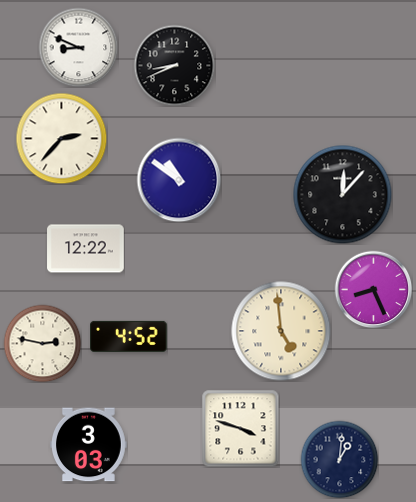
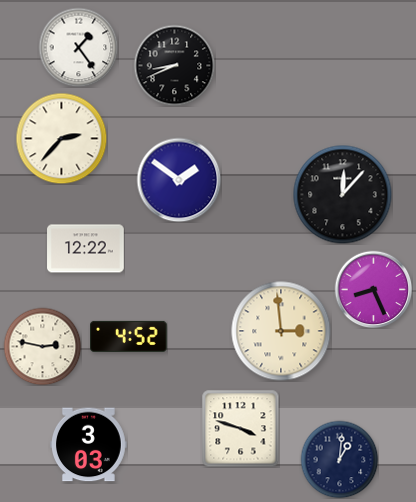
clock at (78, 47): 8:49 -> 1:24
clock at (179, 180): 10:51 -> 1:51
clock at (281, 331): 4:59 -> 2:59
clock at (42, 343) position: (42, 343) -> (42, 346)
